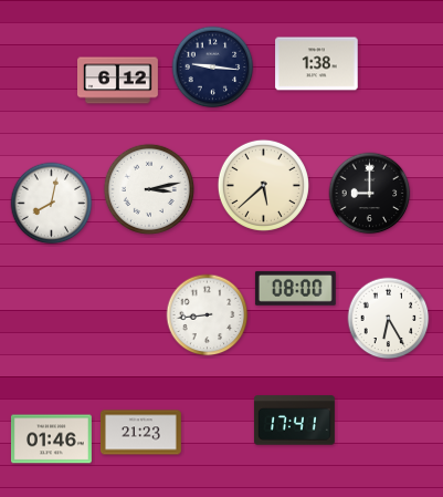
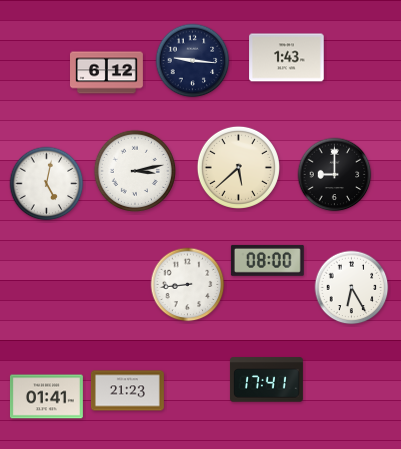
clock at (317, 64): 1:38 -> 1:43
clock at (52, 204): 8:02 -> 5:02
clock at (51, 439): 01:46 -> 01:41
